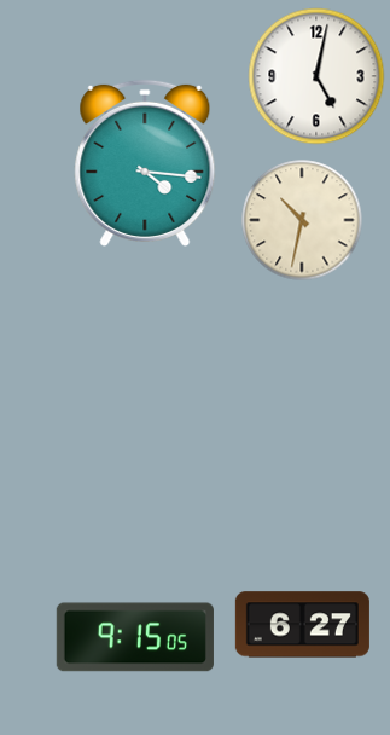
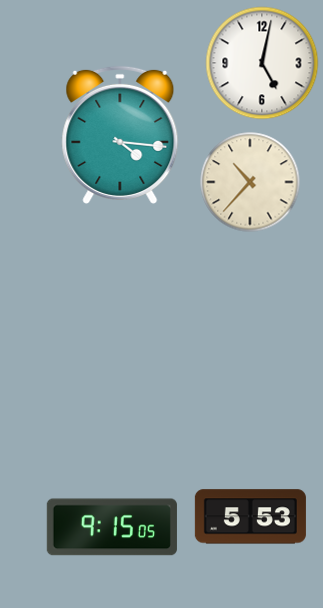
clock at (302, 220): 10:32 -> 10:37
clock at (302, 625): 6:27 -> 5:53
